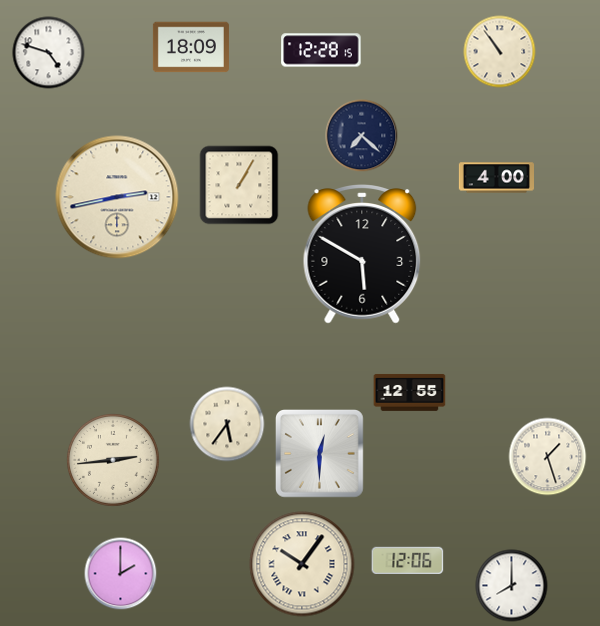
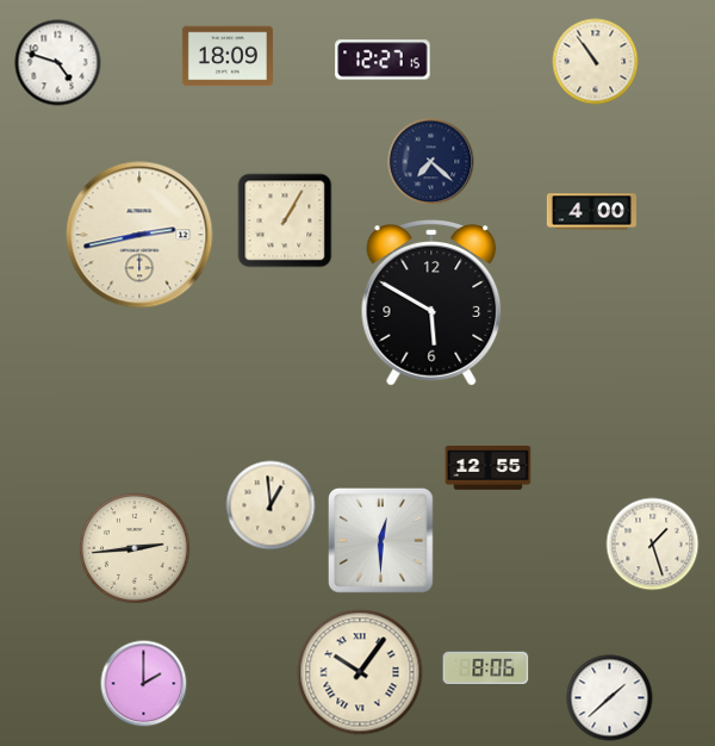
clock at (321, 50): 12:28 -> 12:27
clock at (227, 424): 5:36 -> 12:59
clock at (408, 560): 12:06 -> 8:06
clock at (512, 586): 8:00 -> 1:38
